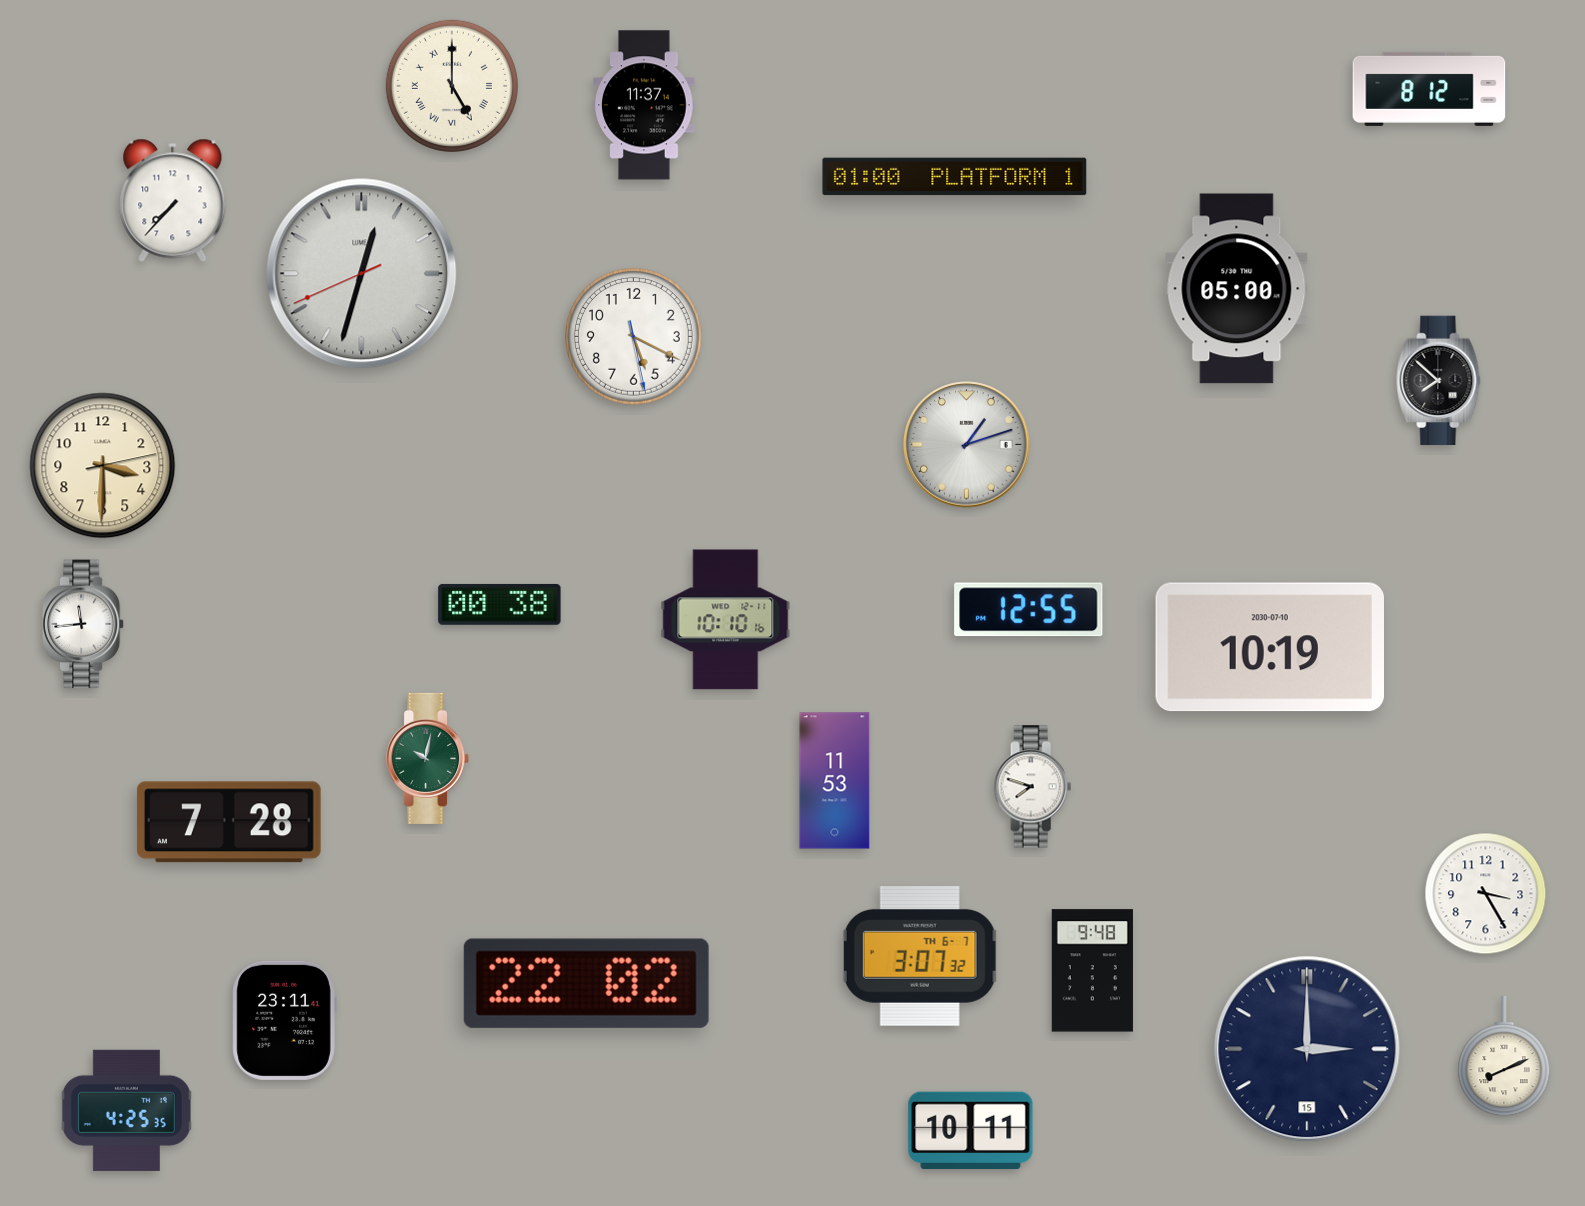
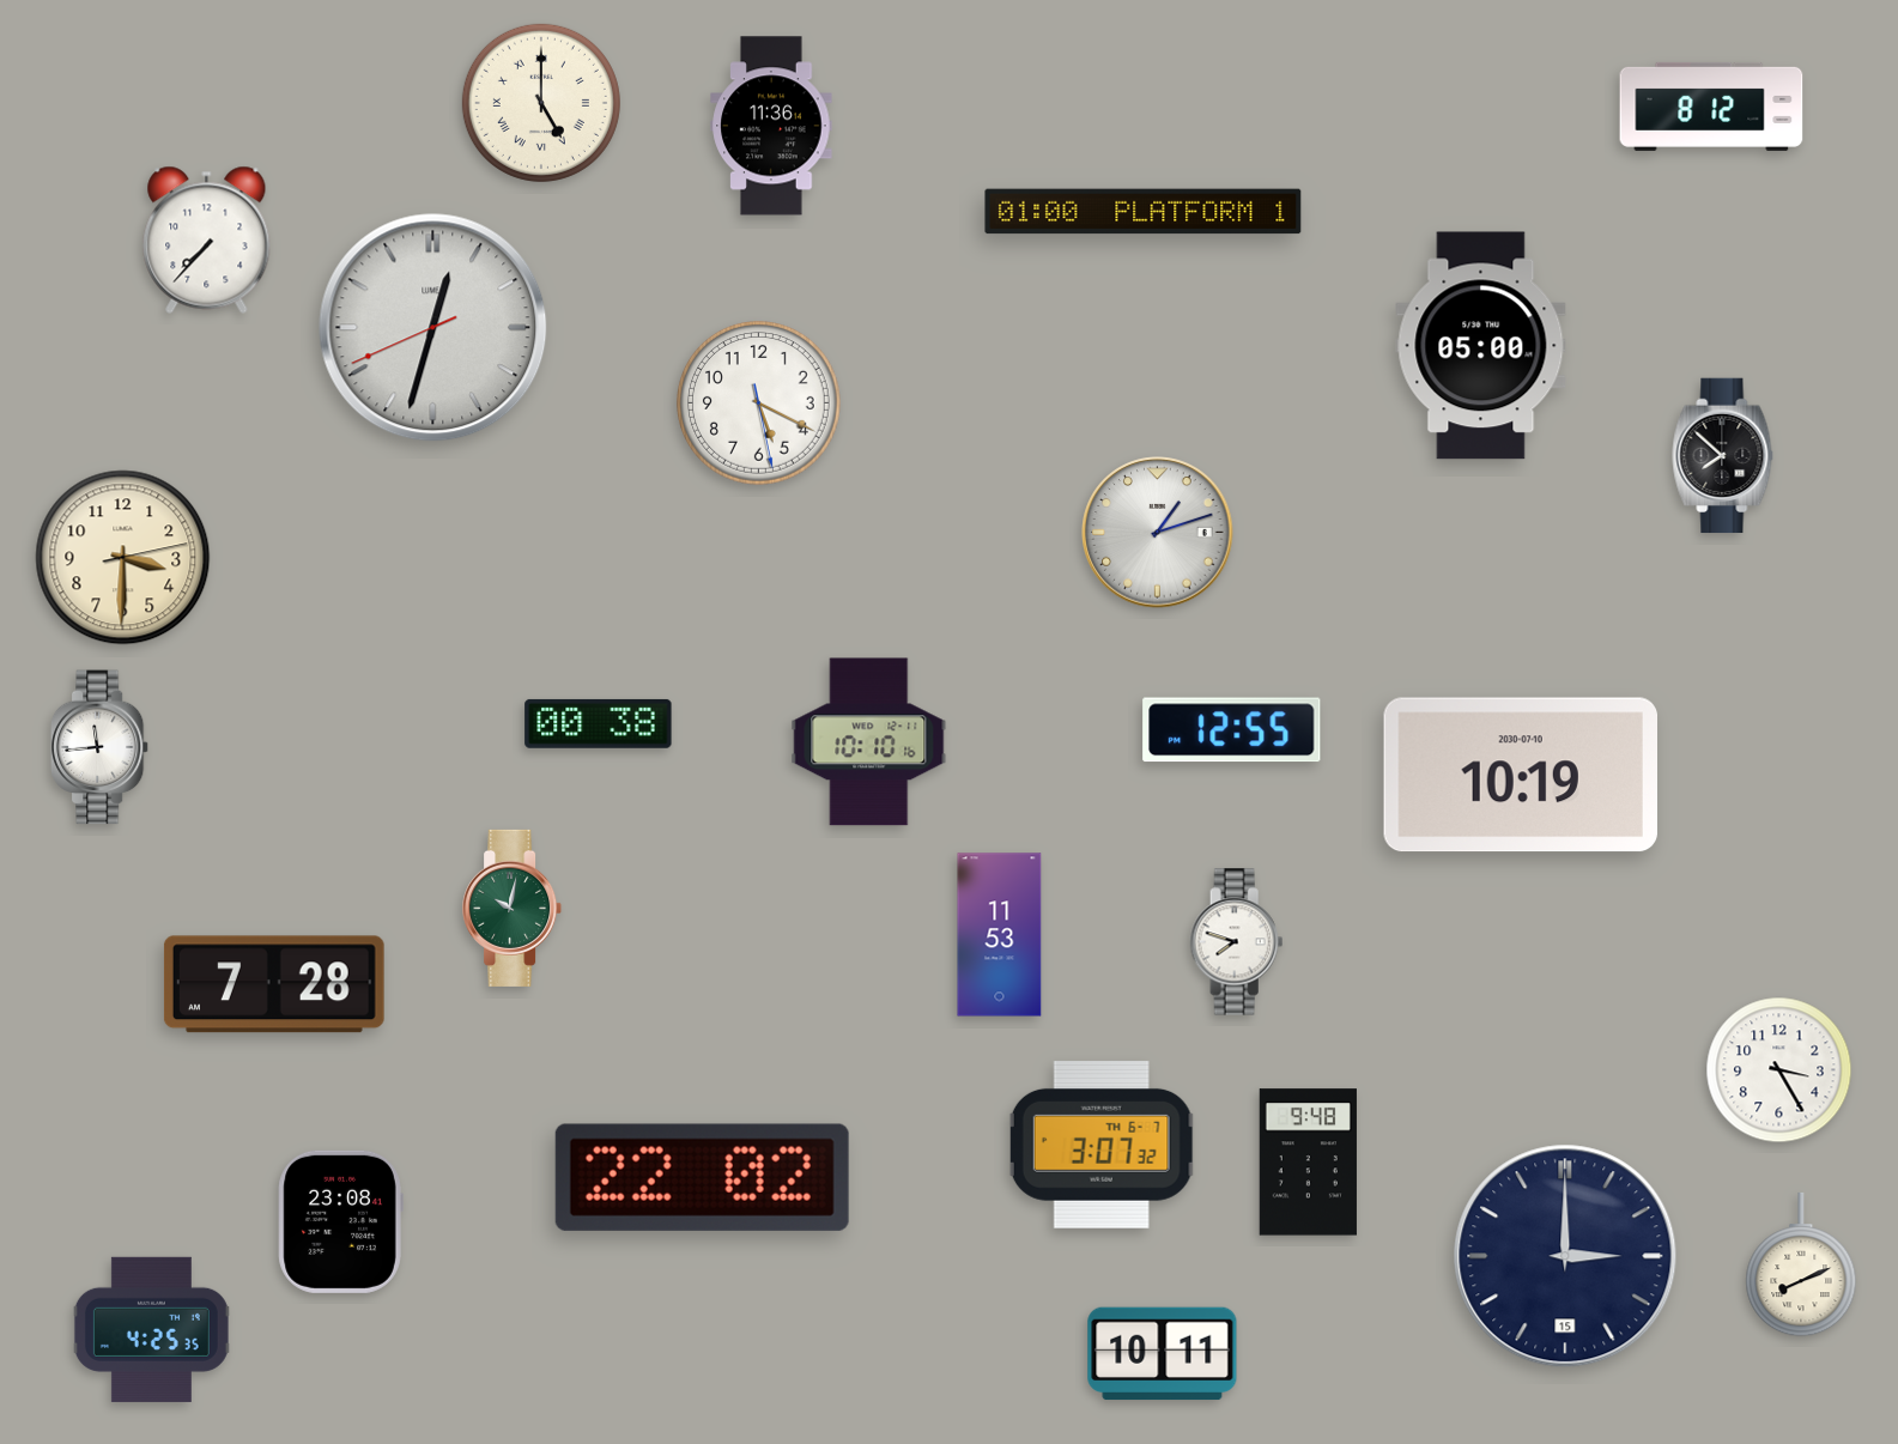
clock at (644, 105): 11:37 -> 11:36
clock at (284, 1020): 23:11 -> 23:08
